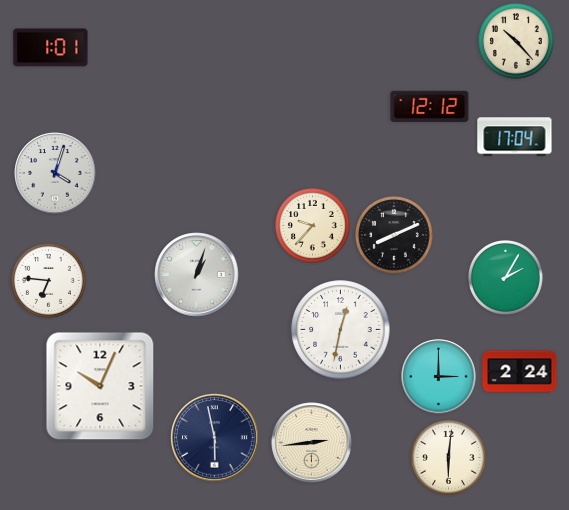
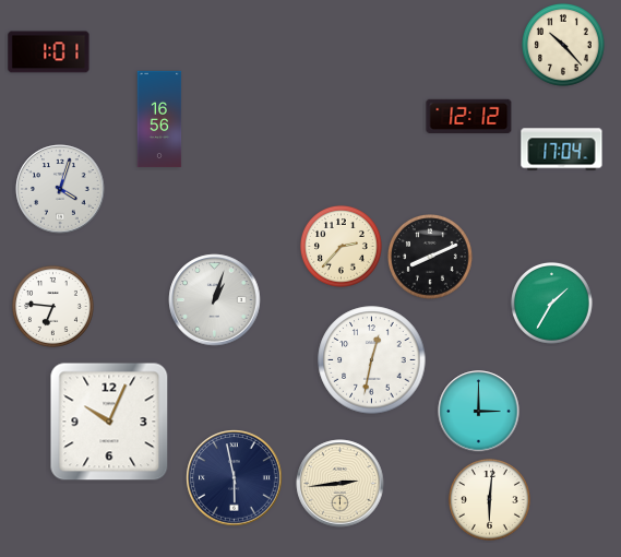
clock at (51, 48) position: (51, 48) -> (49, 52)
clock at (159, 119): none -> 16:56
clock at (312, 225): 9:37 -> 2:37
clock at (505, 277): 2:05 -> 1:35
clock at (520, 372): 2:24 -> none
